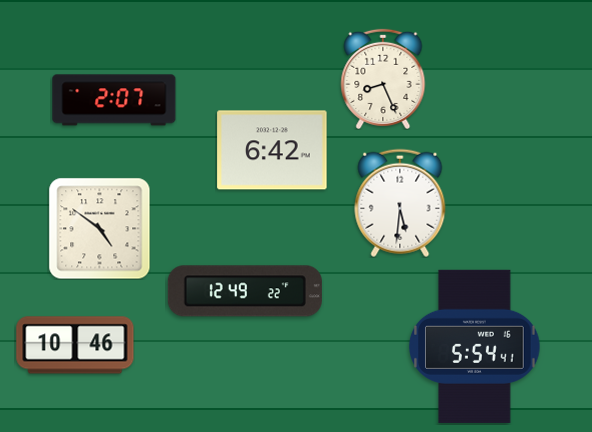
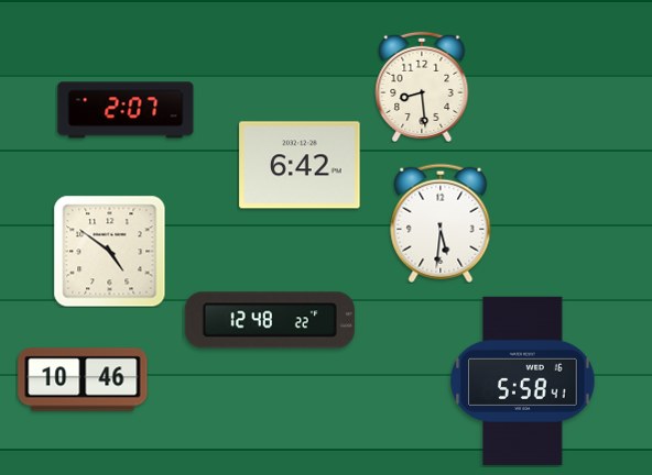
clock at (383, 79): 8:26 -> 8:29
clock at (245, 291): 12:49 -> 12:48
clock at (475, 346): 5:54 -> 5:58
